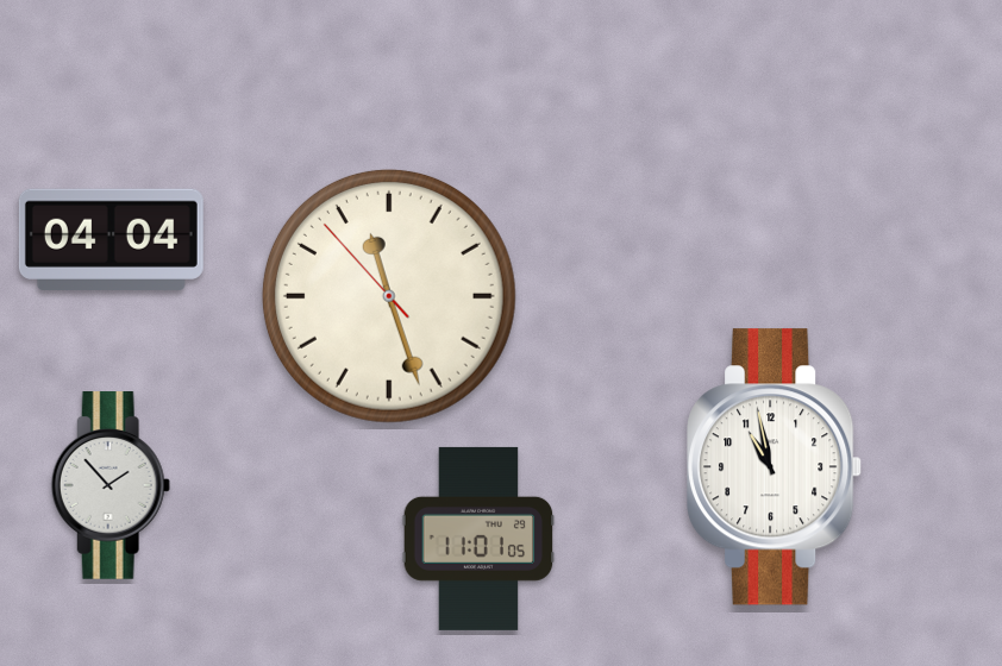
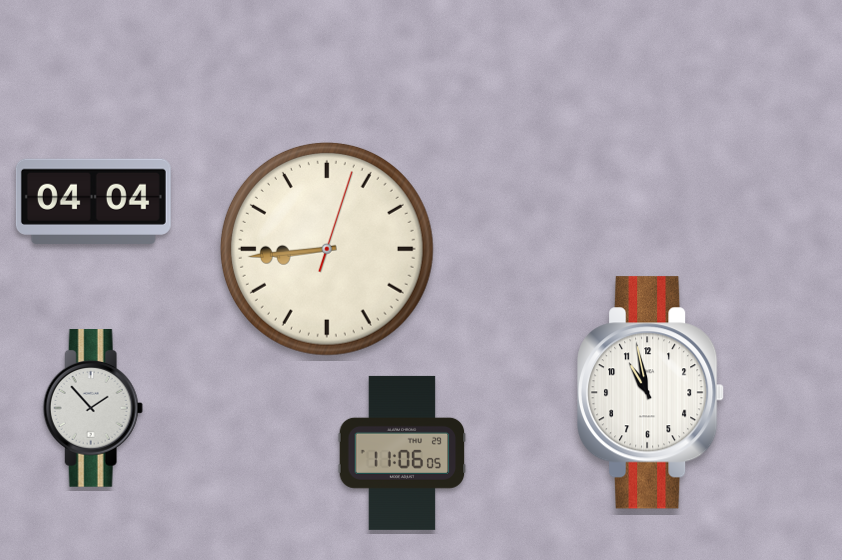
clock at (389, 296): 11:26 -> 8:44
clock at (478, 539): 11:01 -> 11:06
